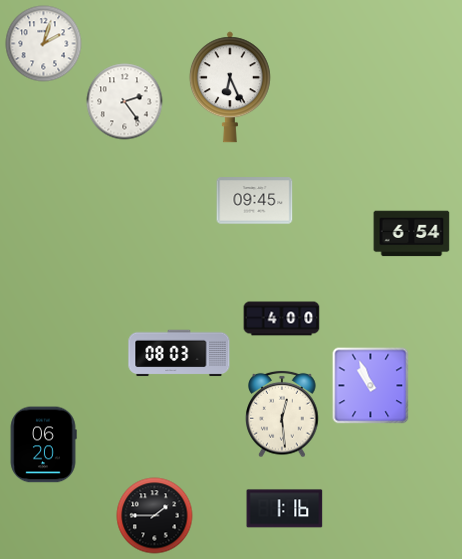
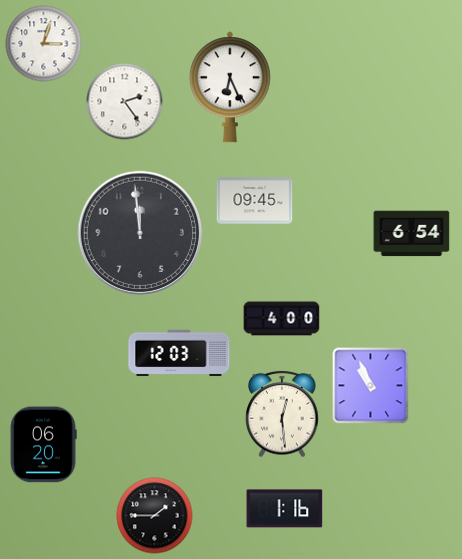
clock at (44, 44): 2:03 -> 3:03
clock at (139, 232): none -> 11:59
clock at (179, 353): 08:03 -> 12:03
